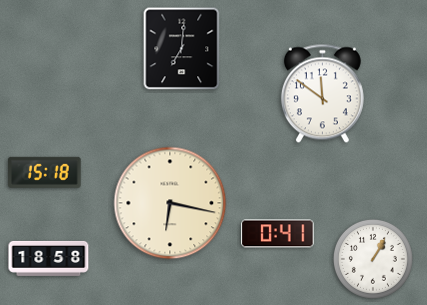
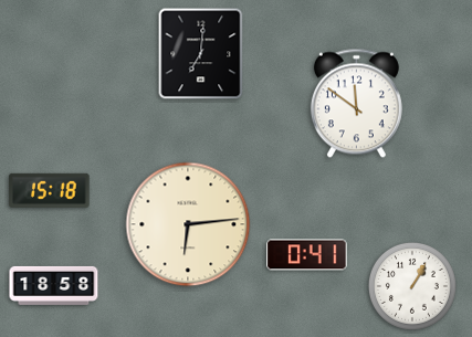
clock at (170, 203): 6:17 -> 6:14
clock at (278, 234) position: (278, 234) -> (307, 255)
